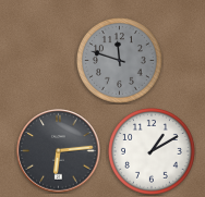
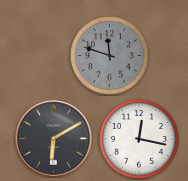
clock at (59, 151): 6:14 -> 6:10
clock at (153, 152): 1:10 -> 12:17
